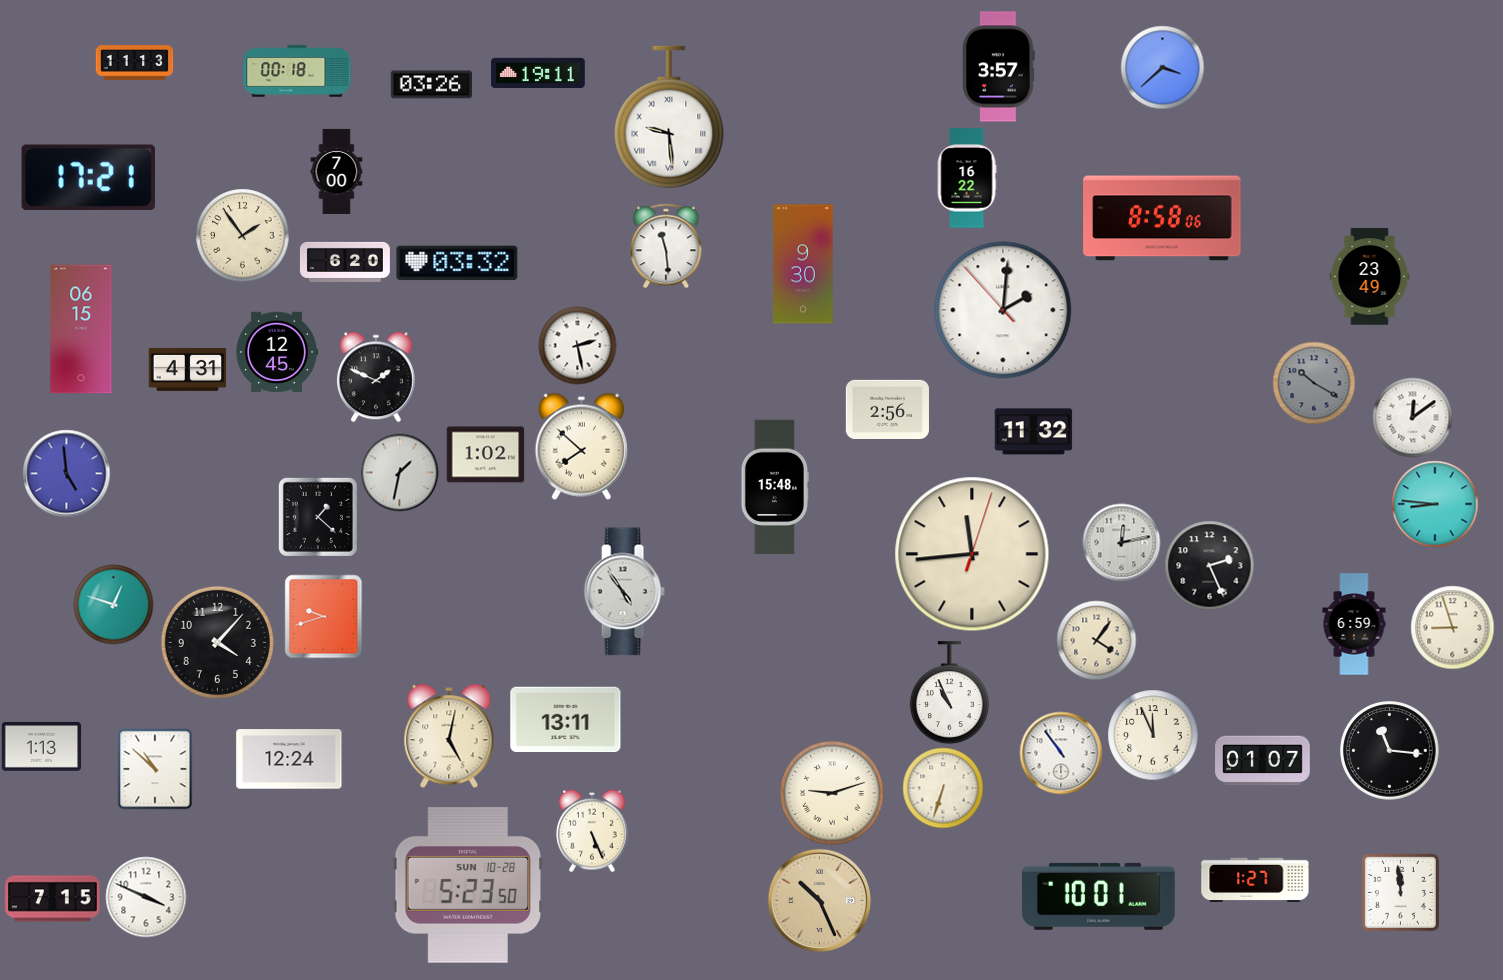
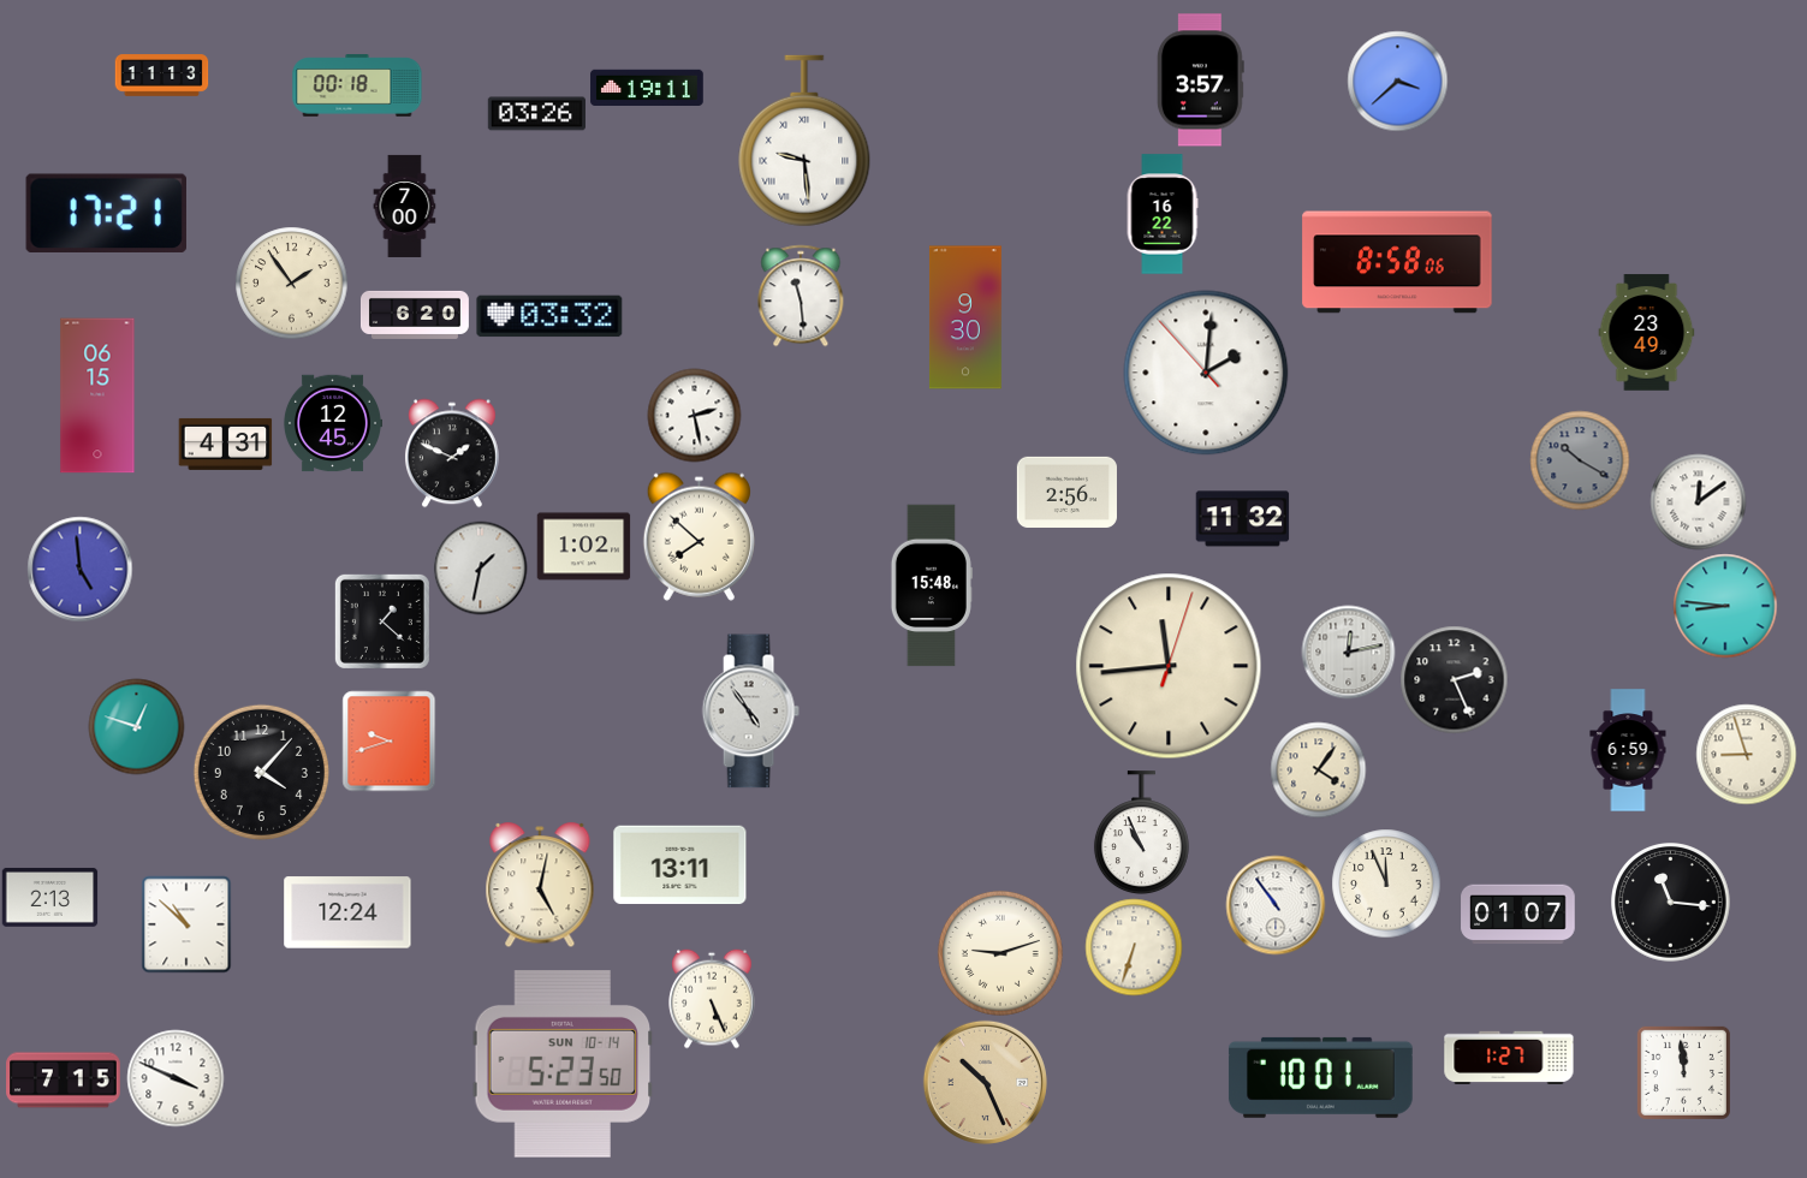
clock at (431, 85) position: (431, 85) -> (536, 114)
clock at (41, 746): 1:13 -> 2:13
clock at (468, 886) date: SUN 10-28 -> SUN 10-14
